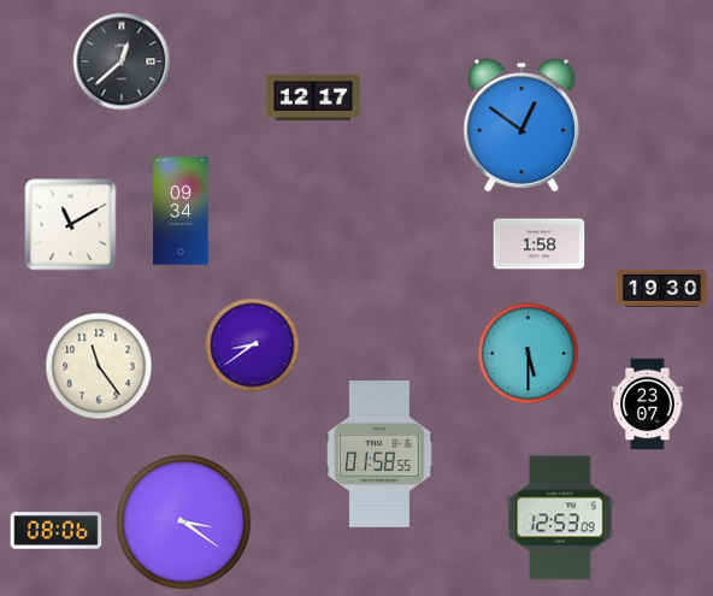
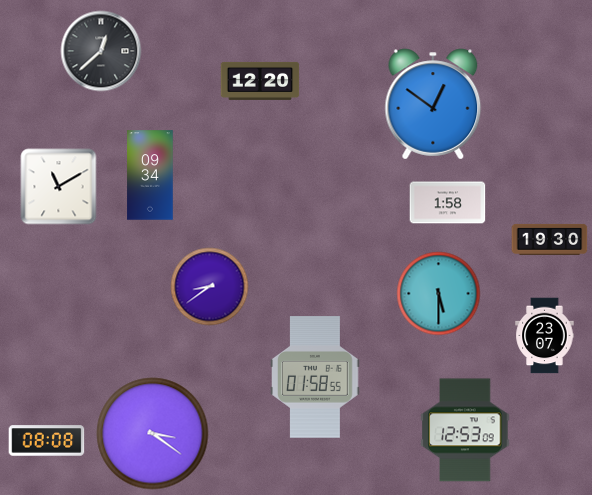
clock at (313, 98): 12:17 -> 12:20
clock at (99, 366): 11:24 -> none
clock at (648, 405) position: (648, 405) -> (545, 336)
clock at (57, 531): 08:06 -> 08:08
